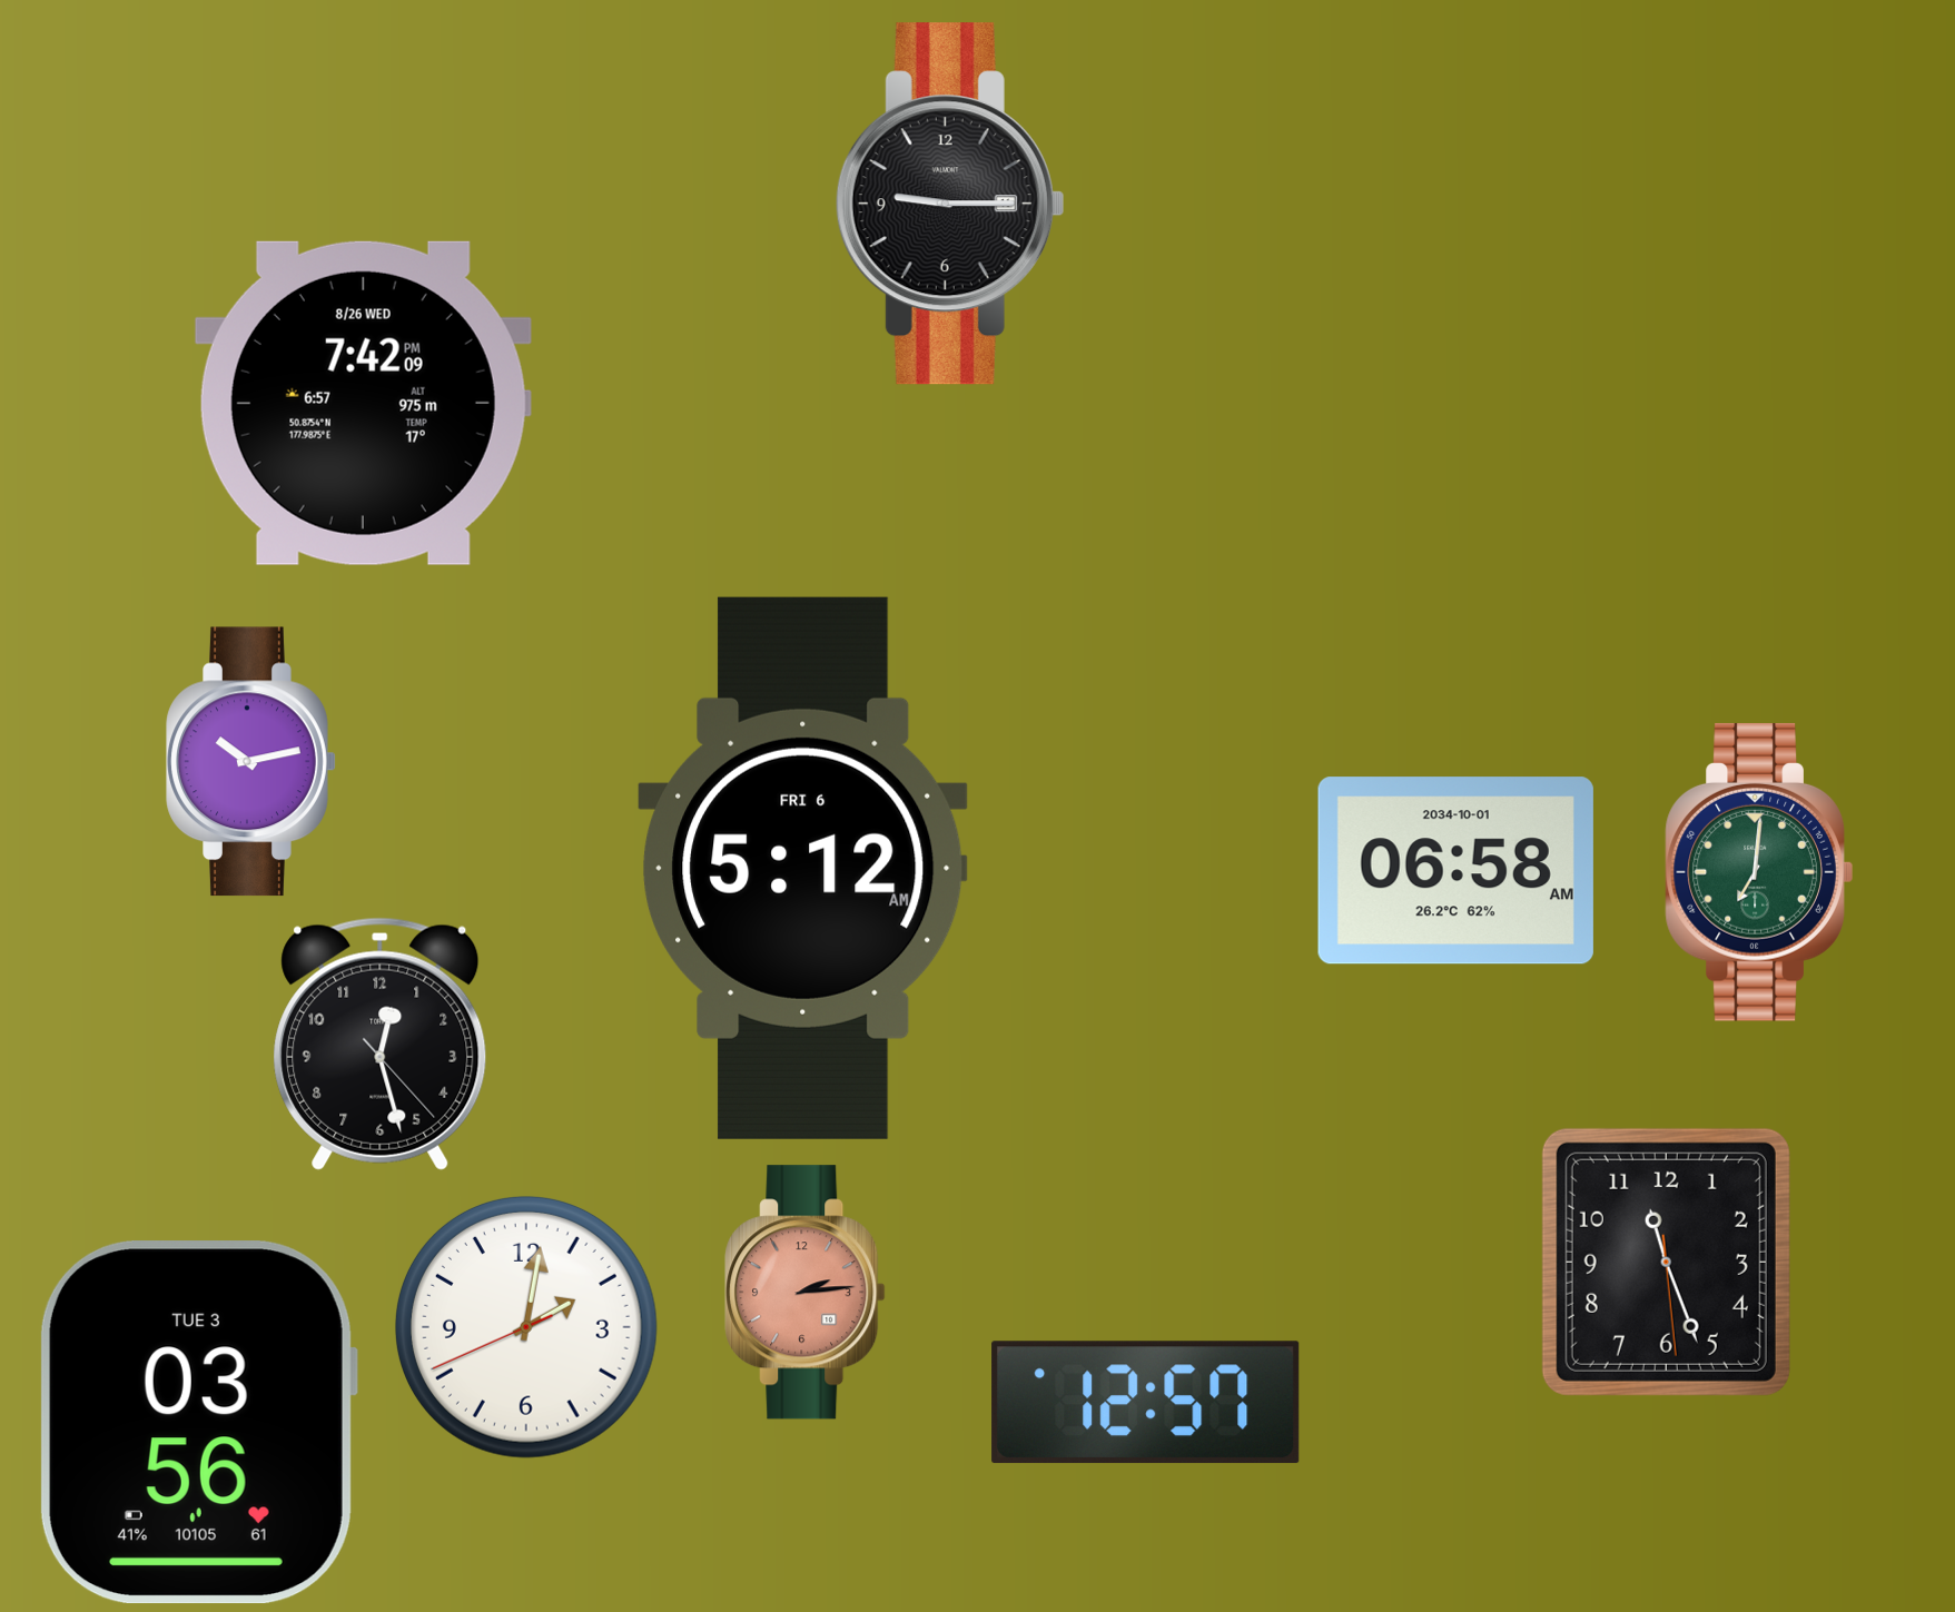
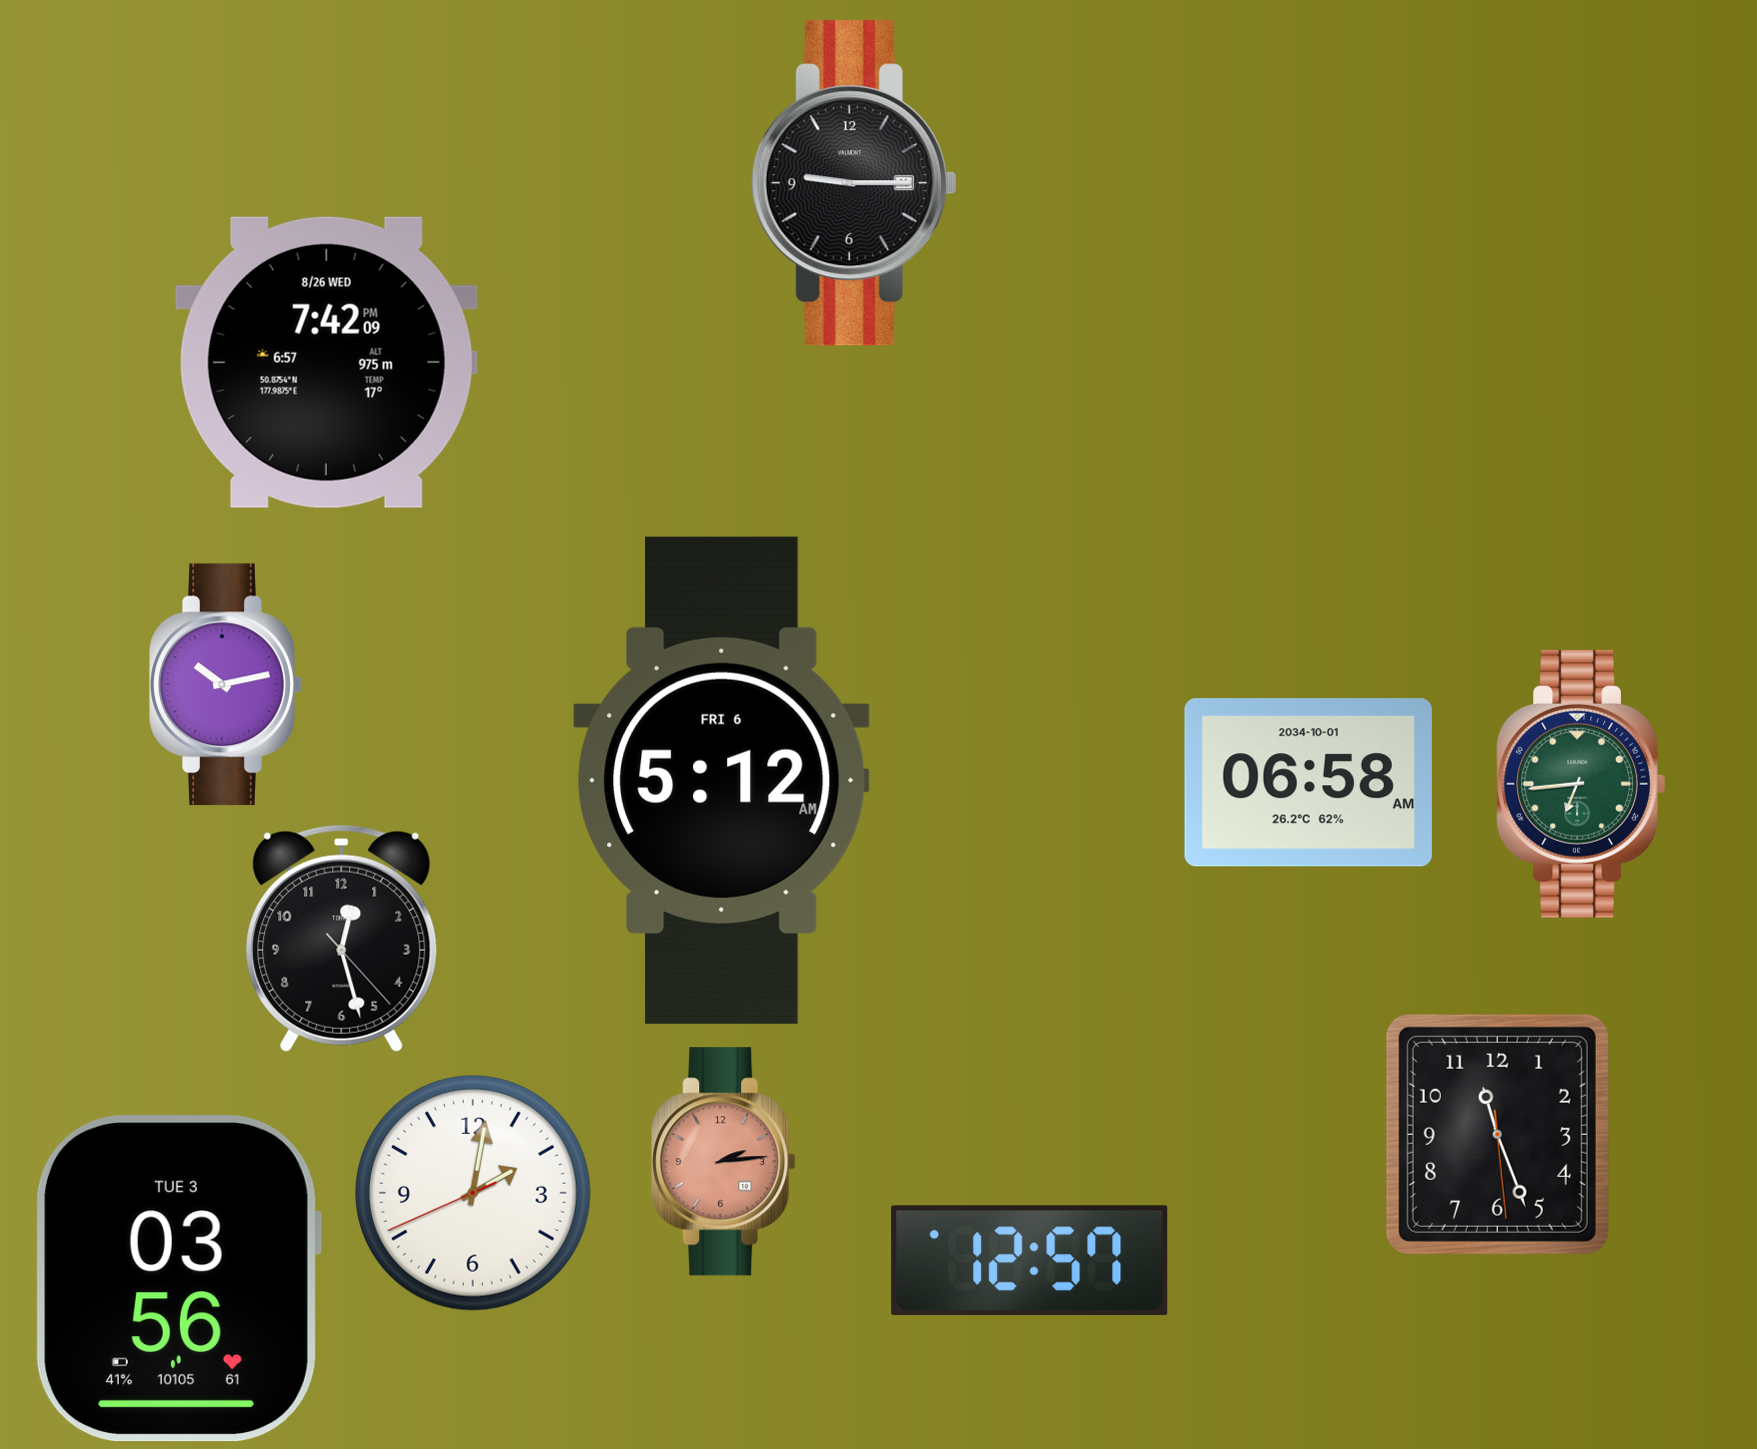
clock at (1759, 872): 7:01 -> 6:44
